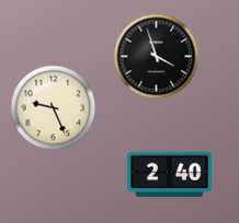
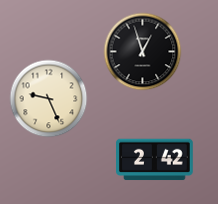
clock at (156, 56): 3:57 -> 12:57
clock at (170, 175): 2:40 -> 2:42
